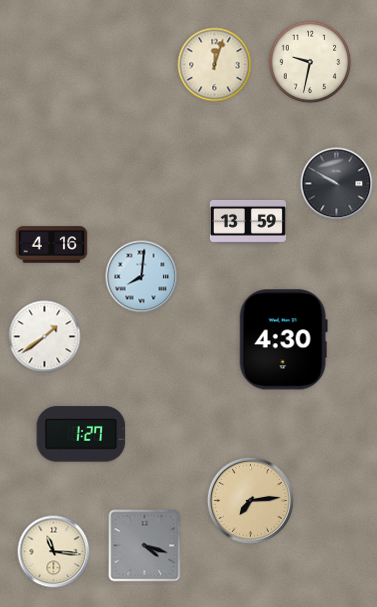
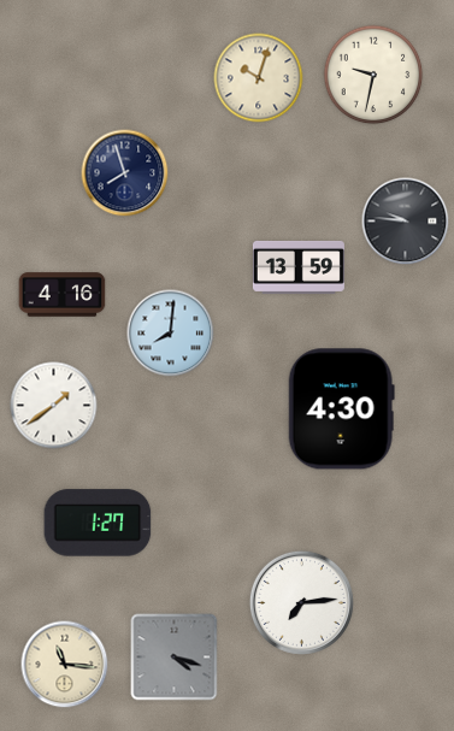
clock at (215, 65): 12:03 -> 10:03
clock at (125, 173): none -> 7:57
clock at (337, 184): 9:50 -> 9:46
clock at (250, 500) dial: champagne -> white
